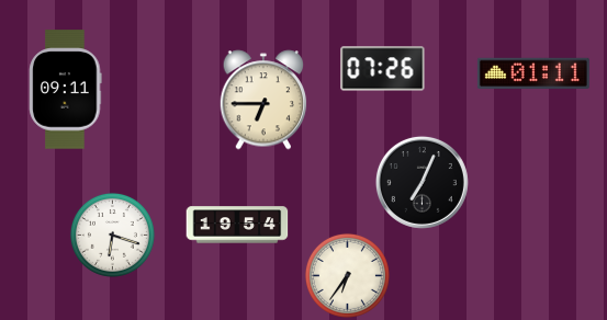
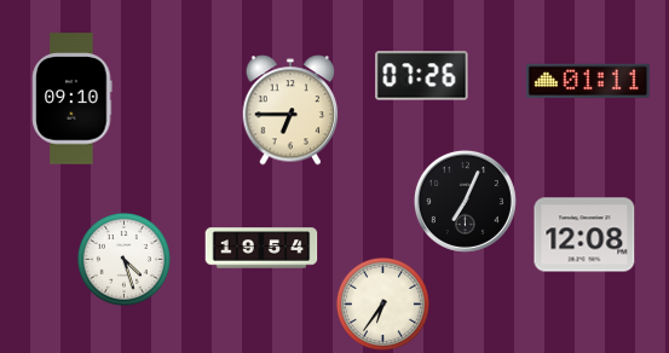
clock at (66, 90): 09:11 -> 09:10
clock at (584, 235): none -> 12:08
clock at (112, 235): 6:18 -> 4:27
